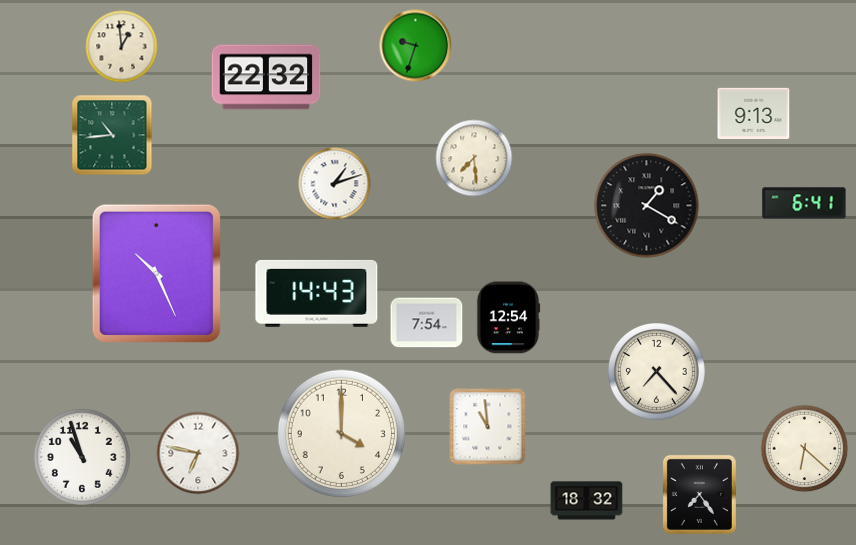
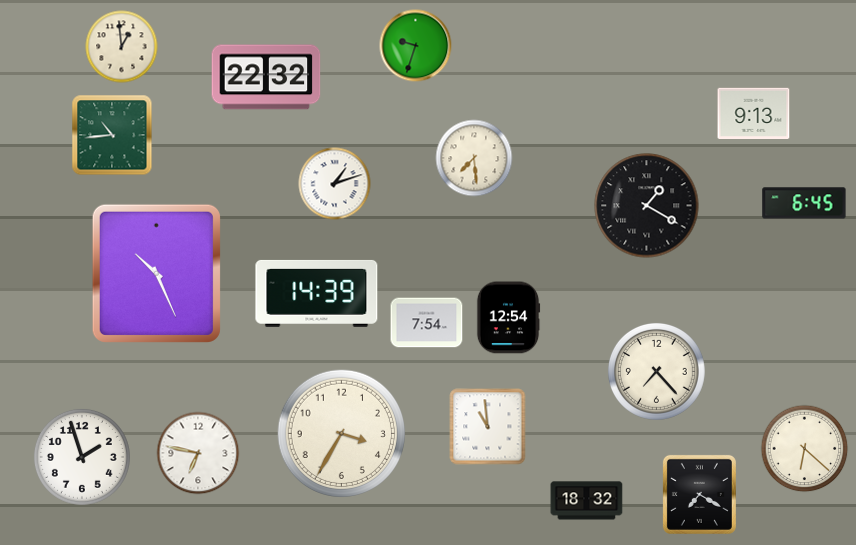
clock at (804, 203): 6:41 -> 6:45
clock at (317, 293): 14:43 -> 14:39
clock at (341, 433): 4:00 -> 3:35
clock at (82, 457): 10:57 -> 1:57
clock at (699, 494): 7:24 -> 7:20
